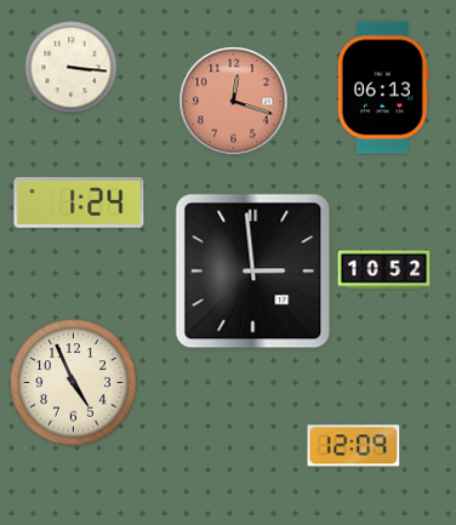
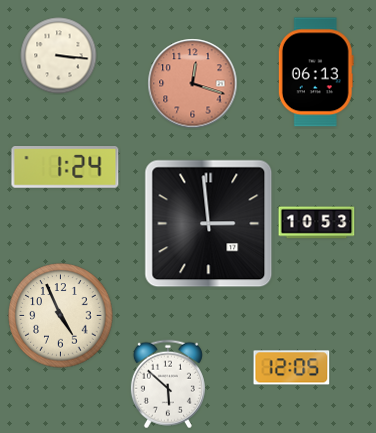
clock at (384, 270): 10:52 -> 10:53
clock at (354, 446): 12:09 -> 12:05
clock at (168, 384): none -> 5:52
